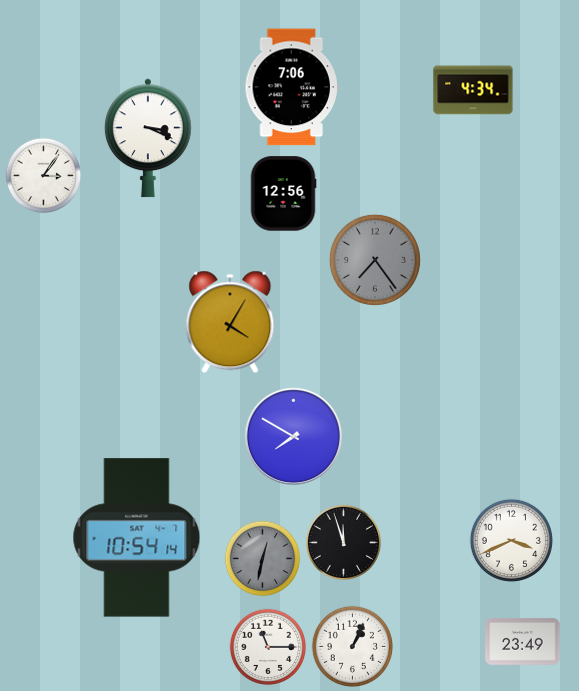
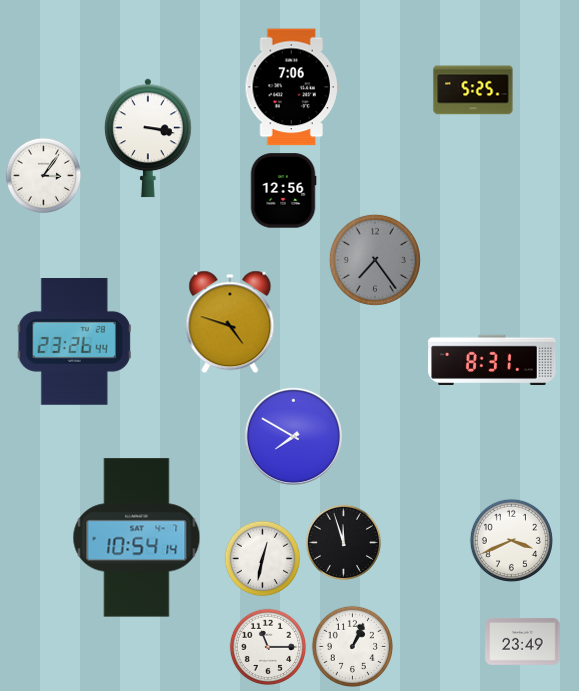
clock at (473, 90): 4:34 -> 5:25
clock at (148, 138): 3:19 -> 3:17
clock at (283, 194) position: (283, 194) -> (283, 191)
clock at (230, 322): 4:05 -> 4:48
clock at (74, 342): none -> 23:26
clock at (492, 359): none -> 8:31
clock at (263, 559) dial: grey -> white
